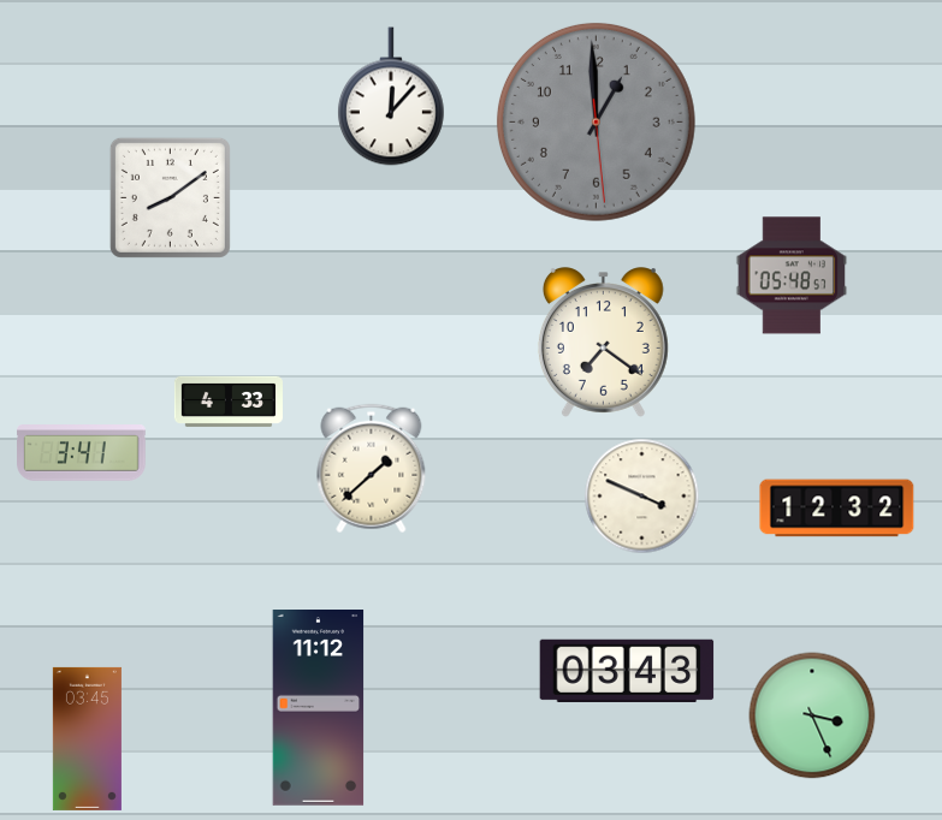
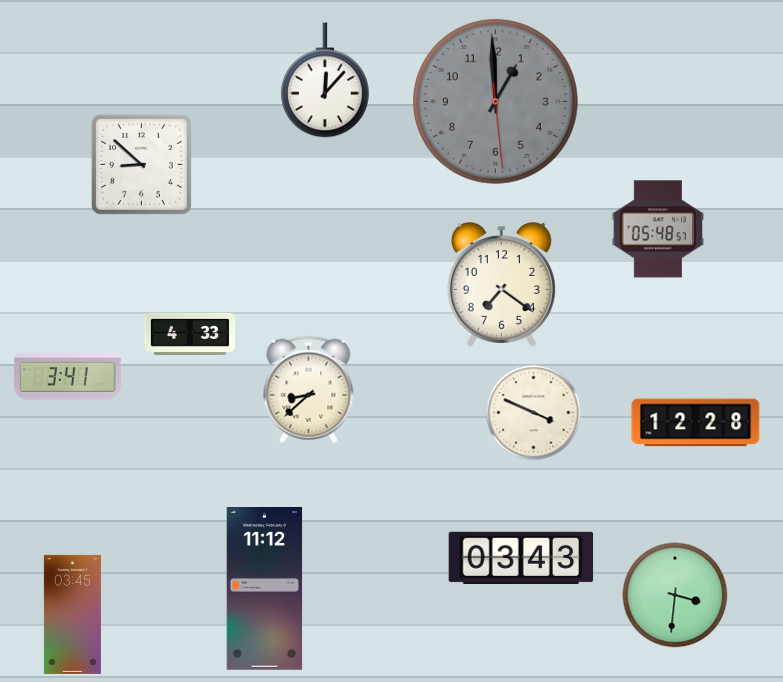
clock at (170, 197): 8:09 -> 8:52
clock at (372, 469): 1:38 -> 8:38
clock at (837, 509): 12:32 -> 12:28
clock at (812, 715): 3:26 -> 3:31
